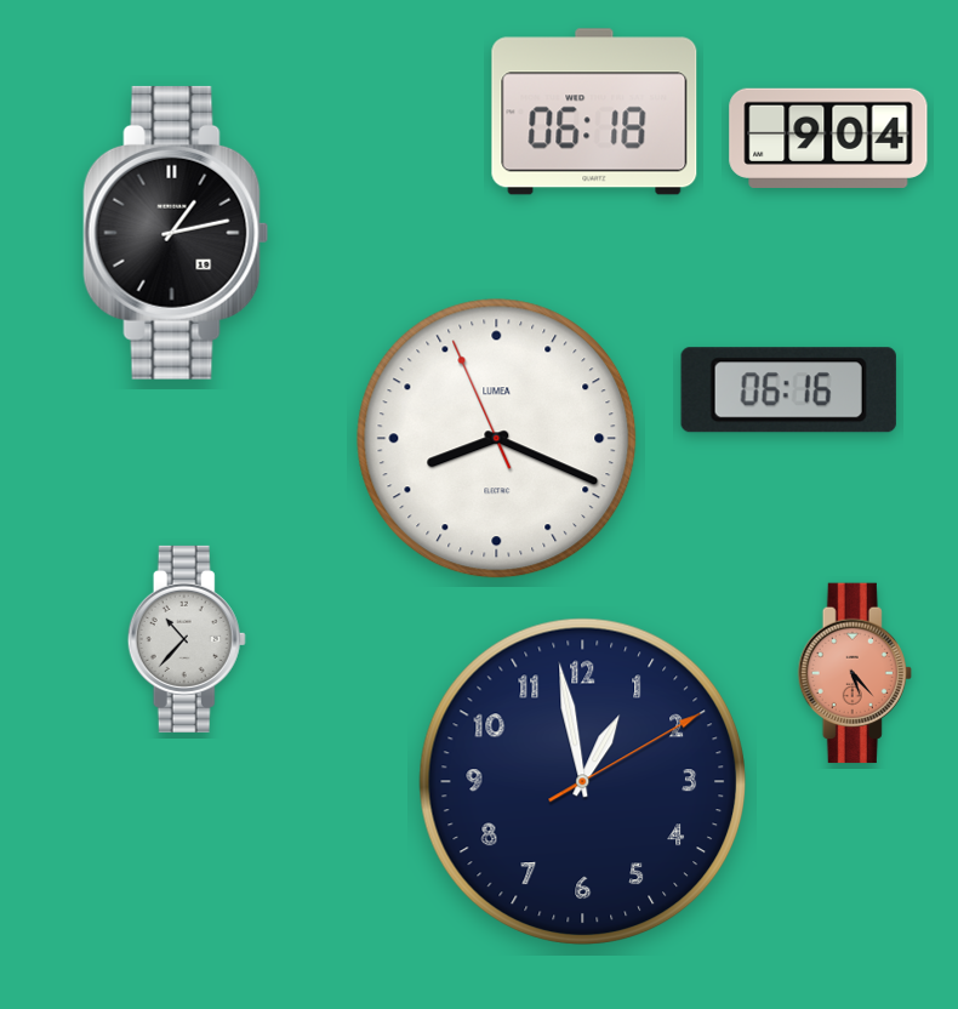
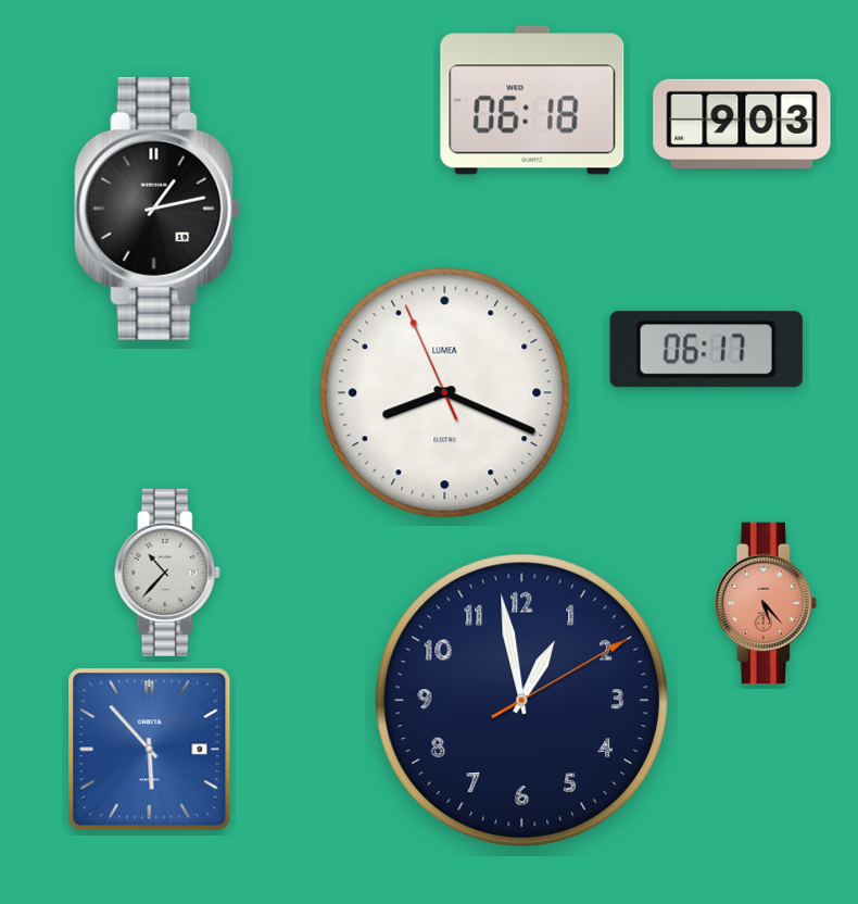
clock at (828, 138): 9:04 -> 9:03
clock at (788, 391): 06:16 -> 06:17
clock at (150, 750): none -> 5:53
